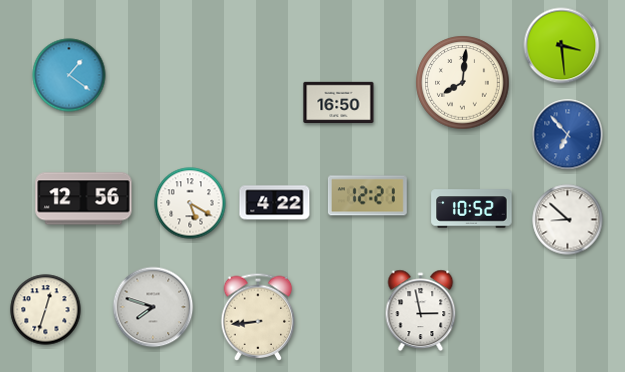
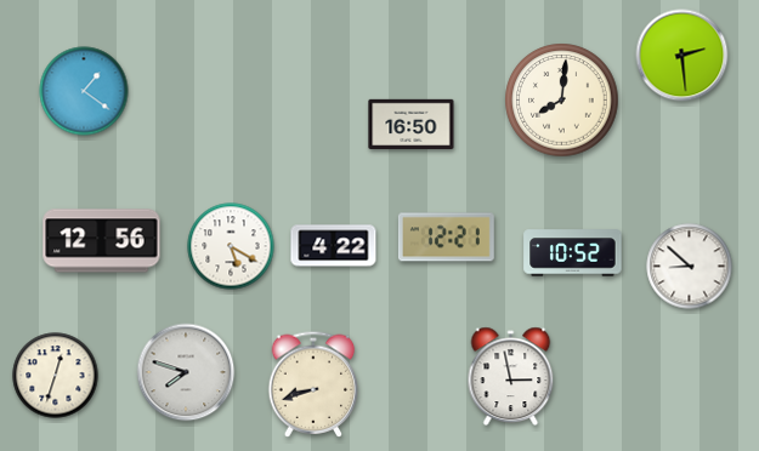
clock at (562, 46): 3:29 -> 2:29
clock at (568, 135): 6:53 -> none
clock at (258, 317): 8:44 -> 8:42
